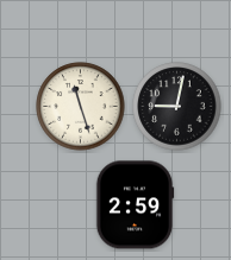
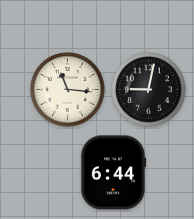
clock at (81, 107): 11:27 -> 11:16
clock at (135, 205): 2:59 -> 6:44
